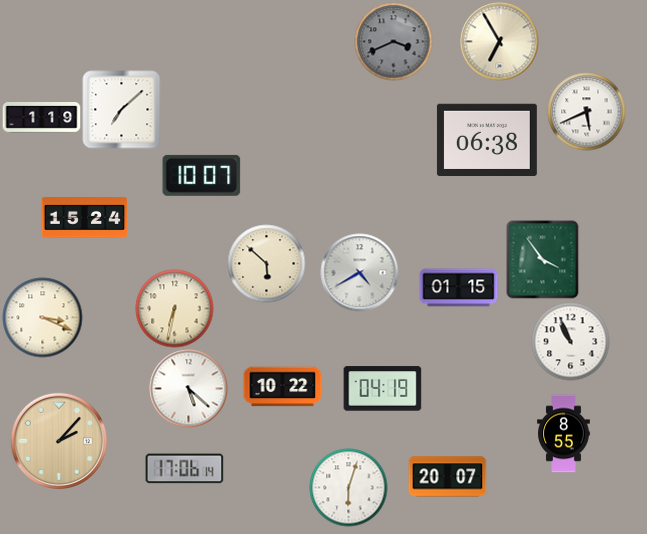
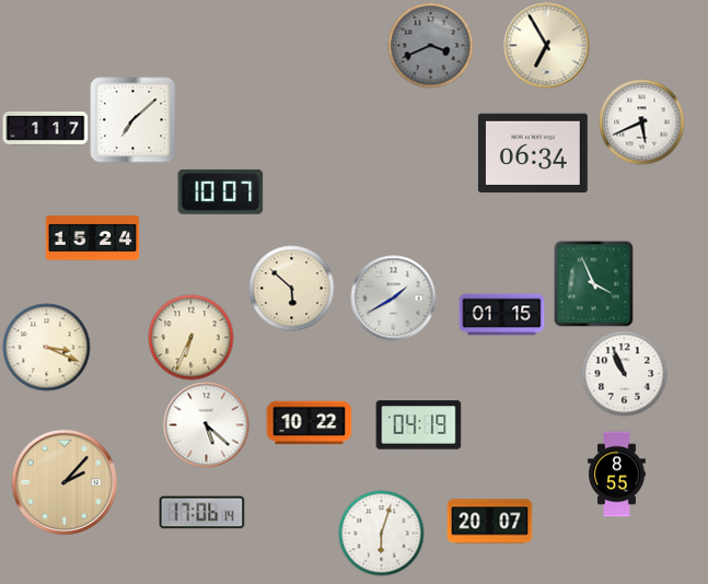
clock at (41, 118): 1:19 -> 1:17
clock at (487, 139): 06:38 -> 06:34
clock at (543, 259): 3:54 -> 3:56
clock at (359, 272): 4:40 -> 1:40
clock at (174, 308): 6:32 -> 6:34
